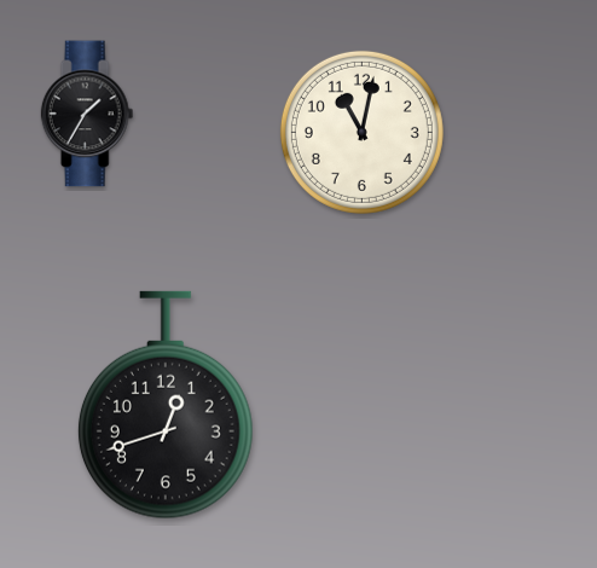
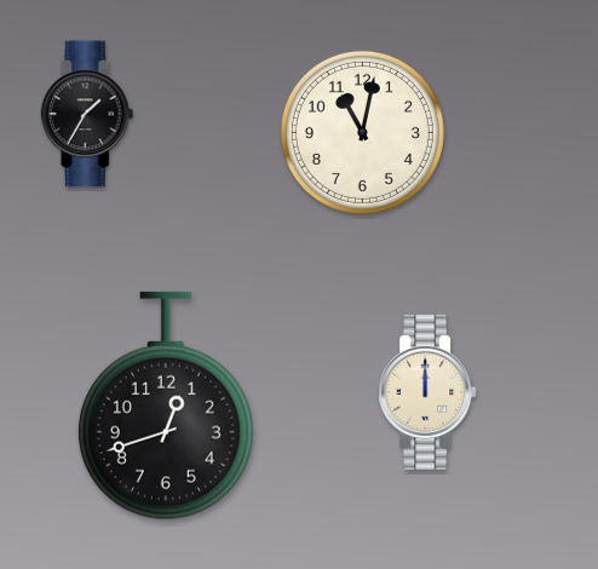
clock at (427, 392): none -> 12:00
